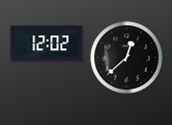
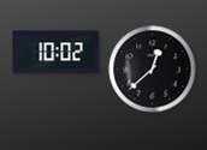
clock at (47, 44): 12:02 -> 10:02
